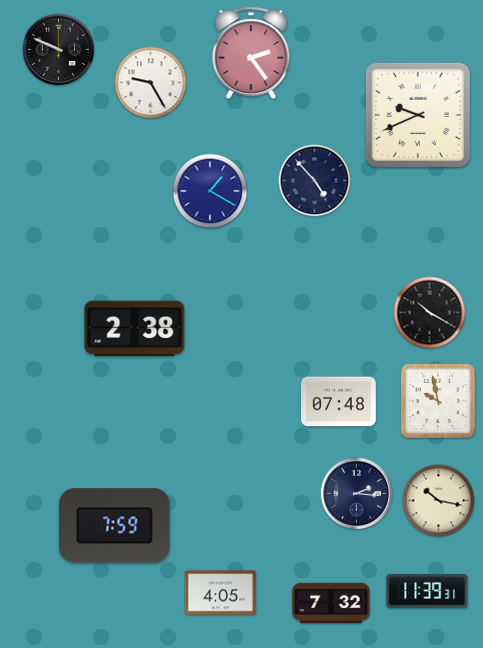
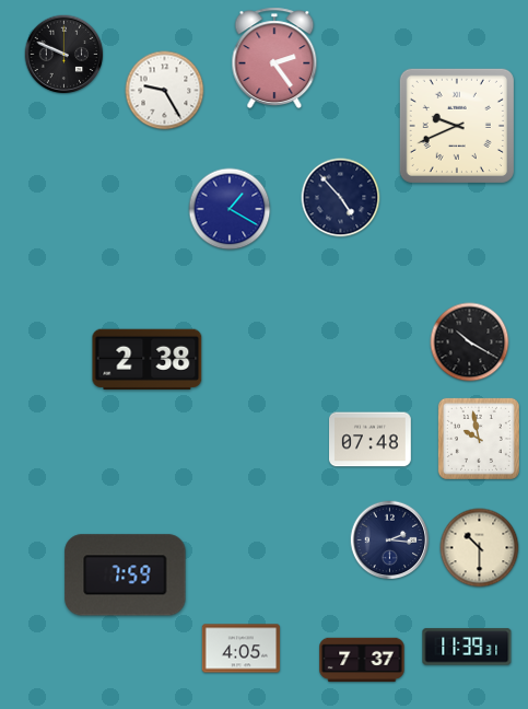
clock at (315, 181) position: (315, 181) -> (341, 198)
clock at (439, 501): 10:17 -> 10:30
clock at (331, 603): 7:32 -> 7:37
